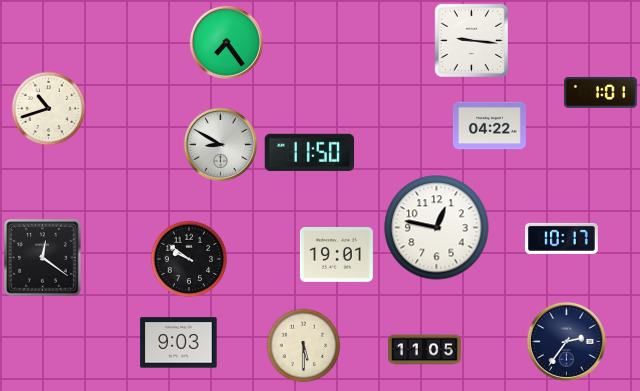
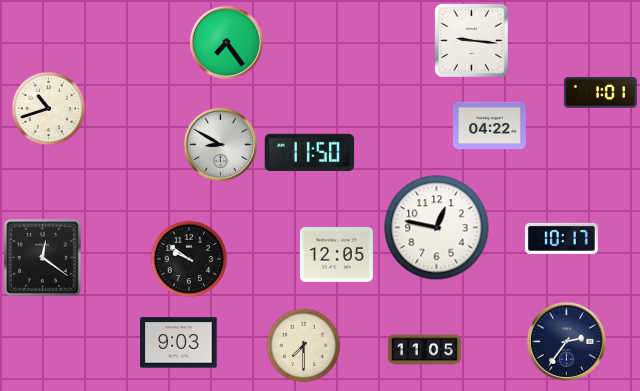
clock at (336, 255): 19:01 -> 12:05
clock at (304, 346): 5:30 -> 7:30
